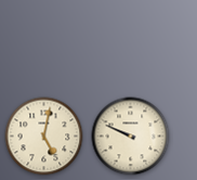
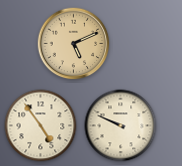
clock at (74, 44): none -> 5:11
clock at (44, 137): 5:02 -> 4:54
